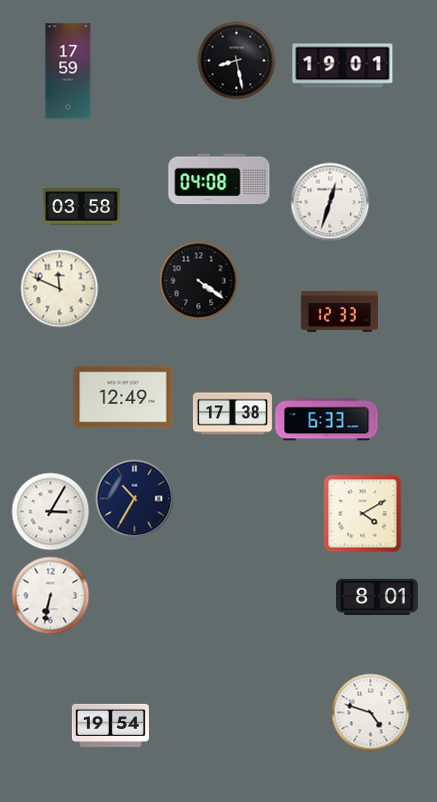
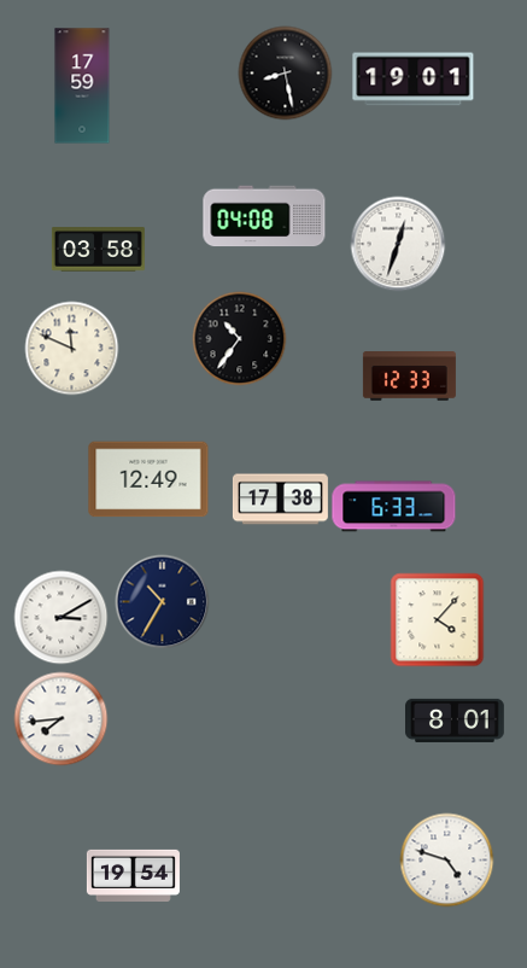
clock at (198, 280): 4:21 -> 10:36
clock at (50, 511): 3:05 -> 3:10
clock at (362, 513): 4:10 -> 4:07
clock at (50, 595): 6:32 -> 7:44
